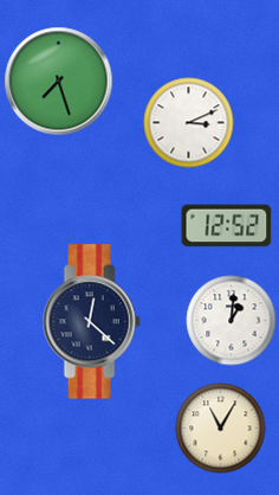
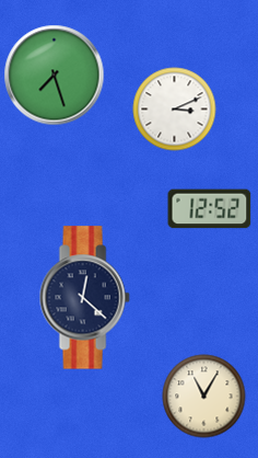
clock at (189, 123) position: (189, 123) -> (175, 110)
clock at (232, 321): 1:01 -> none
